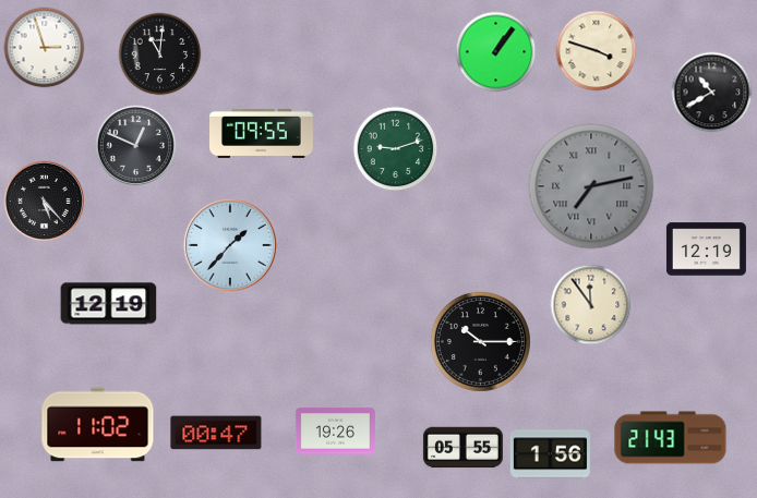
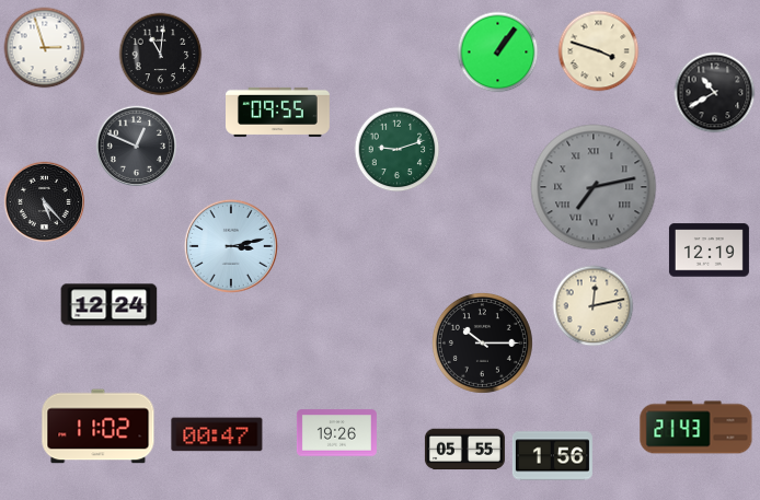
clock at (262, 133) position: (262, 133) -> (278, 112)
clock at (230, 245): 1:37 -> 3:13
clock at (109, 304): 12:19 -> 12:24
clock at (591, 305): 11:54 -> 12:13
clock at (671, 438) position: (671, 438) -> (696, 428)
